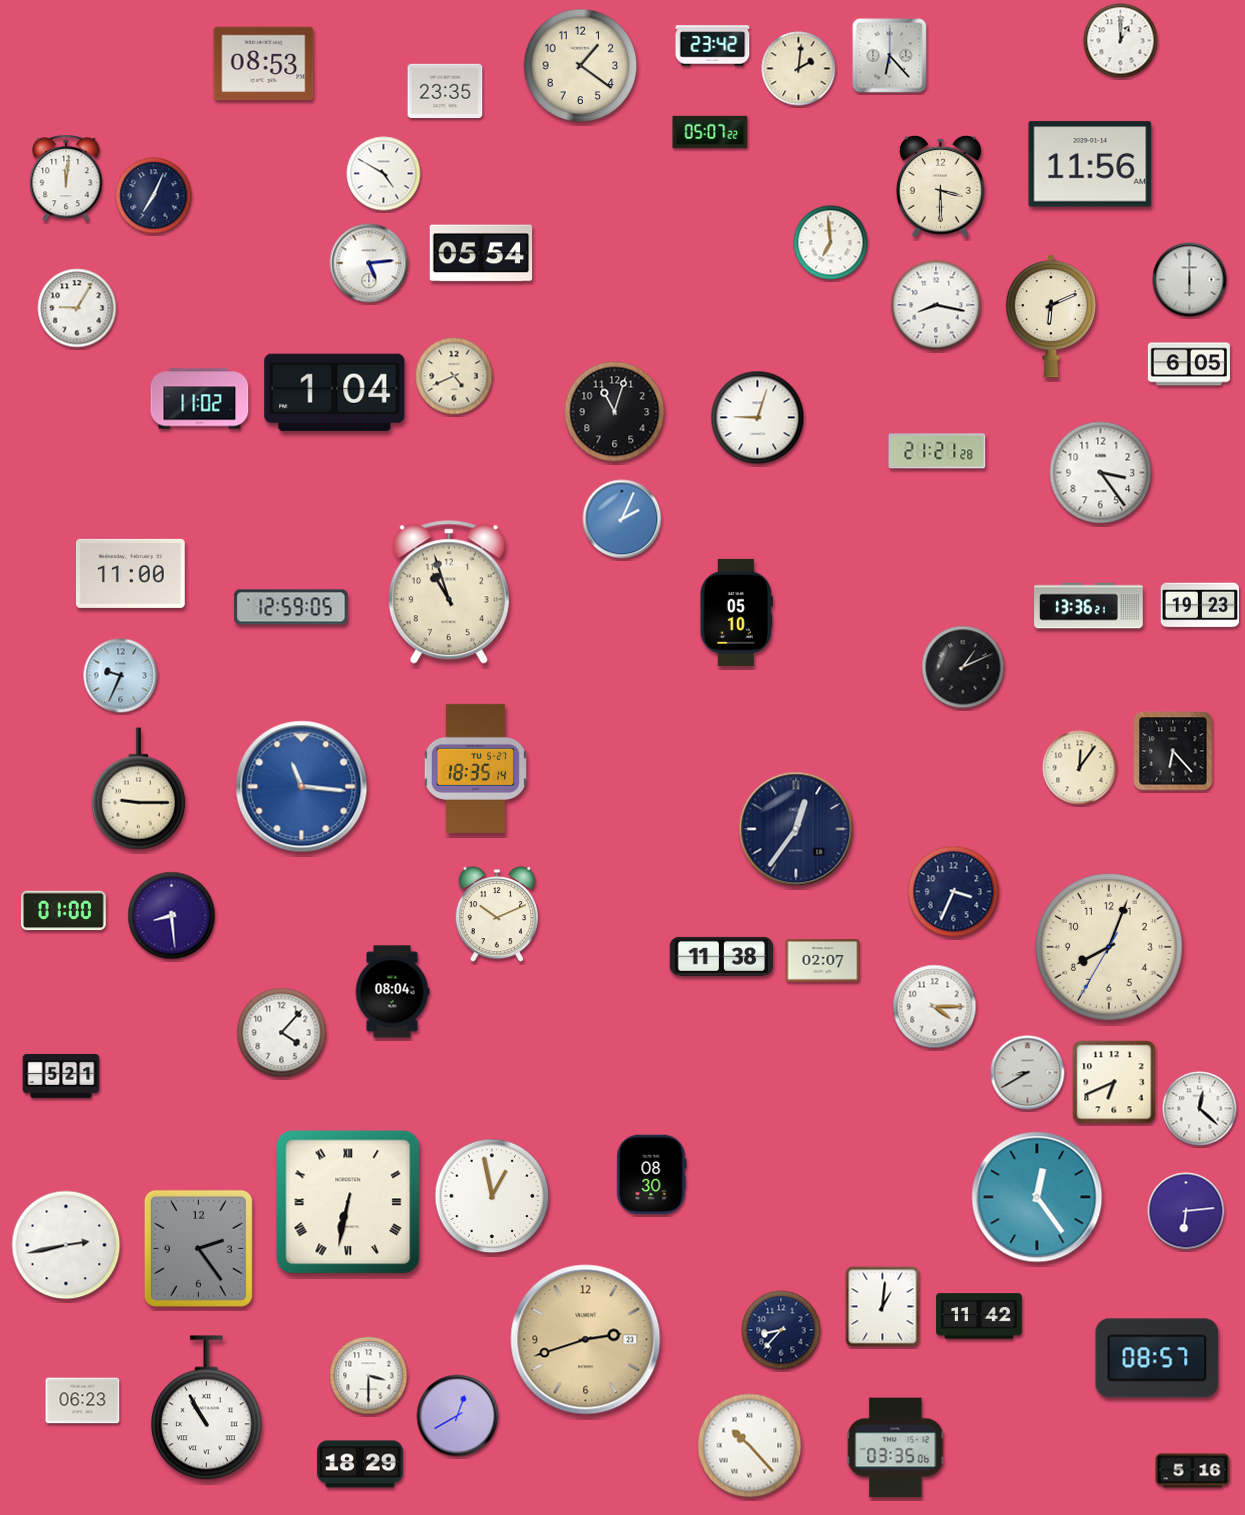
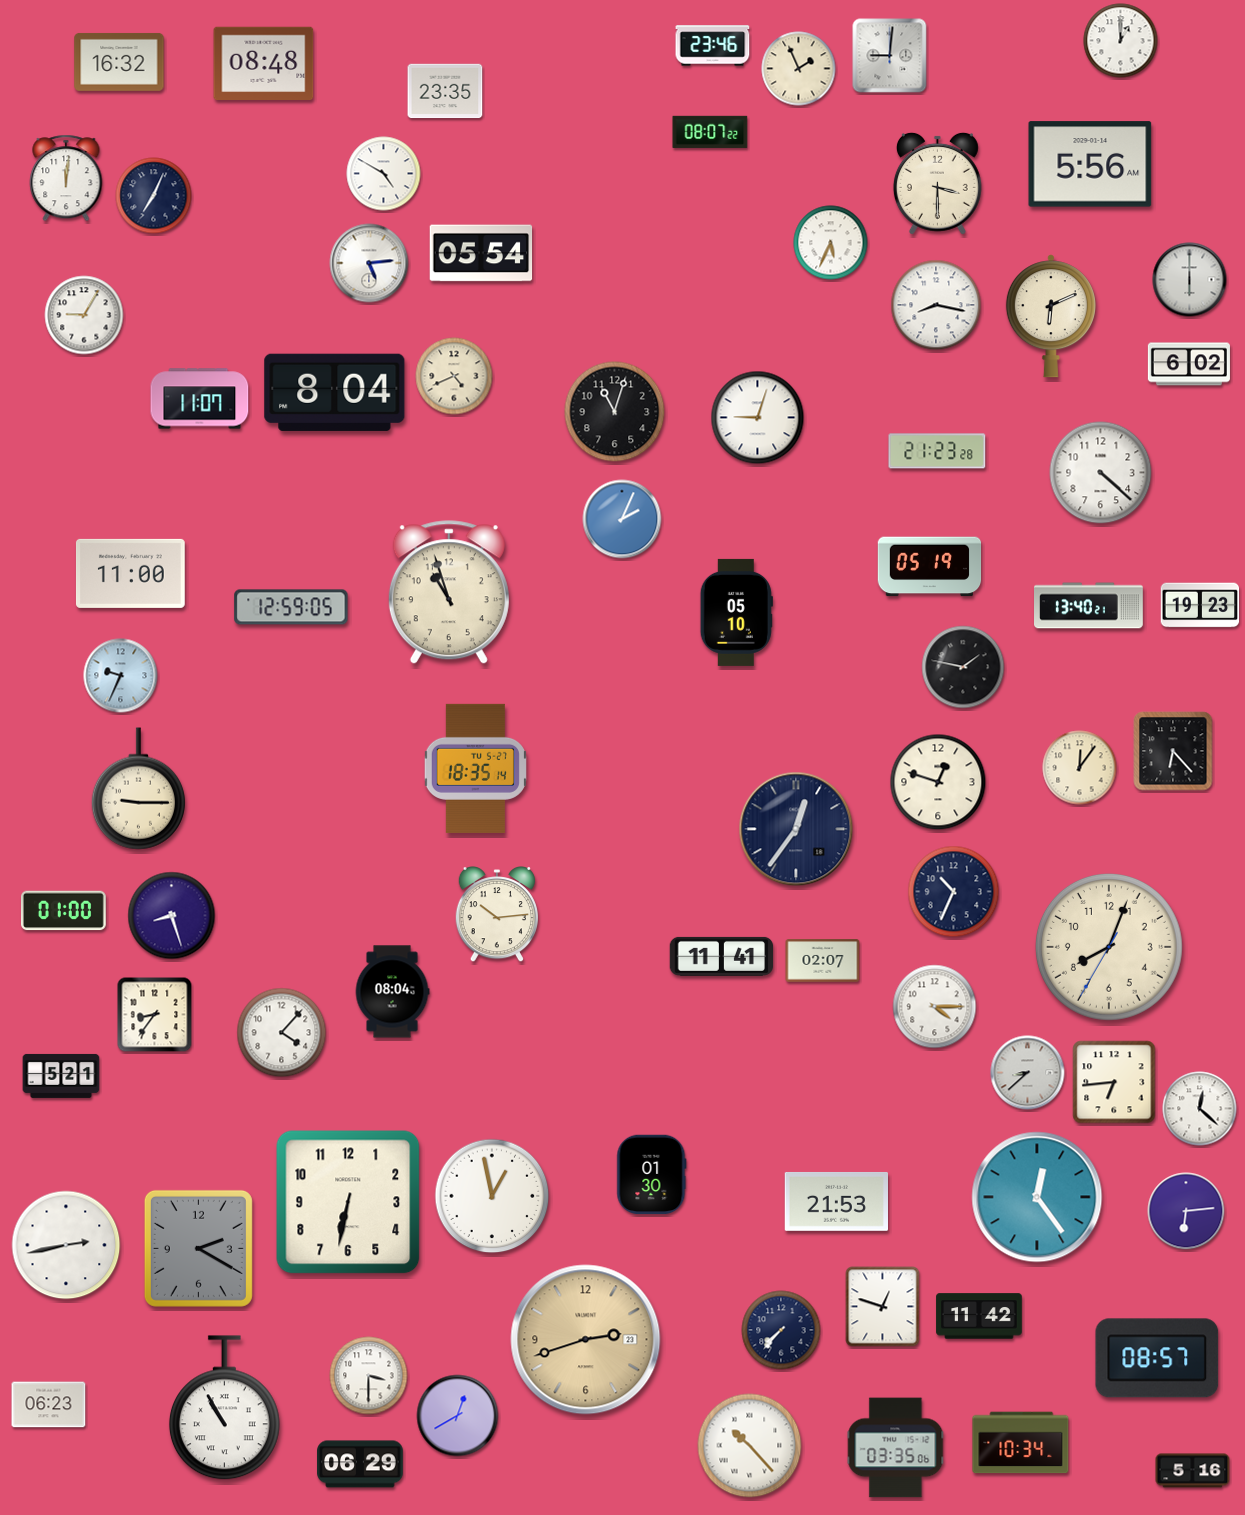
clock at (713, 46): 23:42 -> 23:46
clock at (890, 56): 6:23 -> 9:01
clock at (119, 62): none -> 16:32
clock at (264, 64): 08:53 -> 08:48
clock at (581, 66): 1:21 -> none
clock at (799, 69): 2:01 -> 1:56
clock at (710, 132): 05:07 -> 08:07
clock at (1090, 164): 11:56 -> 5:56
clock at (940, 186) position: (940, 186) -> (937, 183)
clock at (831, 243): 6:59 -> 5:34
clock at (77, 308) position: (77, 308) -> (84, 315)
clock at (1189, 364): 6:05 -> 6:02
clock at (335, 392): 1:04 -> 8:04
clock at (200, 399): 11:02 -> 11:07
clock at (937, 451): 21:21 -> 21:23
clock at (1101, 473): 3:24 -> 4:22
clock at (930, 567): none -> 05:19
clock at (1089, 606): 13:36 -> 13:40
clock at (963, 667): 1:11 -> 1:47
clock at (938, 782): none -> 12:48
clock at (302, 787): 11:16 -> none
clock at (954, 892): 3:34 -> 10:34
clock at (496, 915): 10:11 -> 10:14
clock at (172, 916): 8:29 -> 8:27
clock at (722, 956): 11:38 -> 11:41
clock at (155, 1015): none -> 8:36
clock at (1028, 1073): 8:40 -> 8:38
clock at (1114, 1082): 6:41 -> 6:44
clock at (652, 1175): 08:30 -> 01:30
clock at (348, 1202) numerals: Roman -> Arabic
clock at (836, 1202): none -> 21:53
clock at (198, 1248): 2:24 -> 2:20
clock at (883, 1307): 1:01 -> 12:48
clock at (781, 1330): 8:37 -> 7:37
clock at (83, 1401) position: (83, 1401) -> (49, 1405)
clock at (206, 1408) position: (206, 1408) -> (224, 1408)
clock at (1021, 1443): none -> 10:34
clock at (360, 1464): 18:29 -> 06:29
